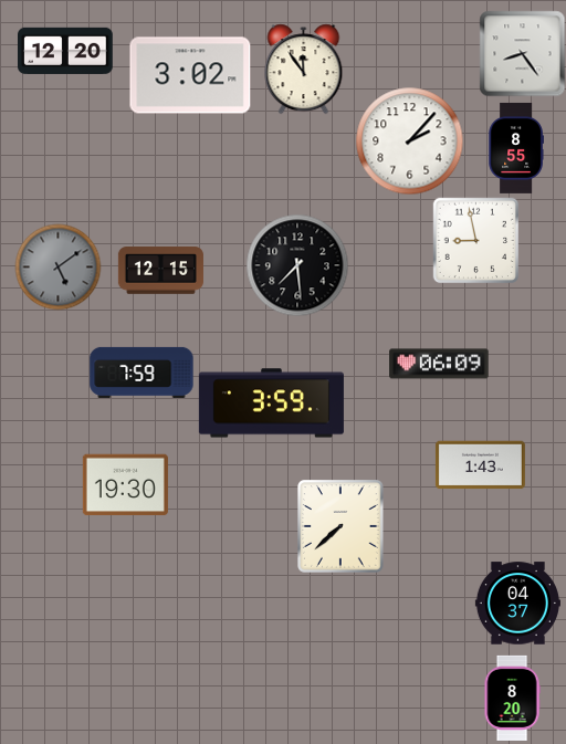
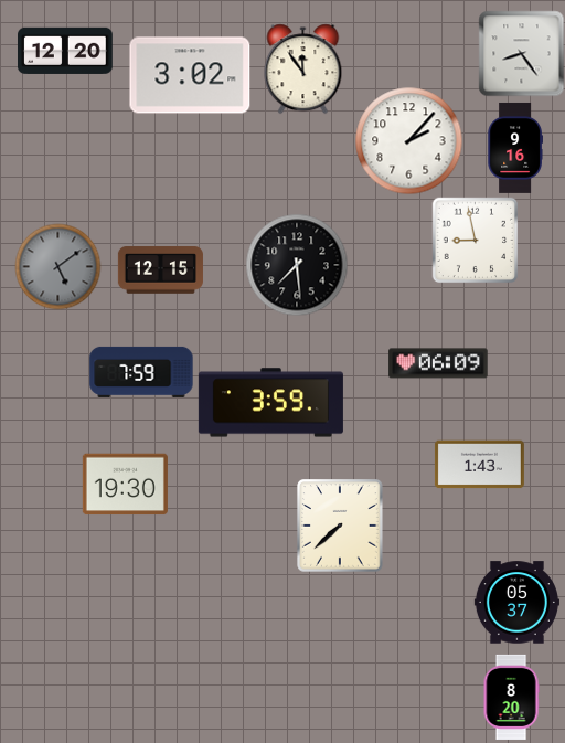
clock at (516, 148): 8:55 -> 9:16
clock at (517, 604): 04:37 -> 05:37
